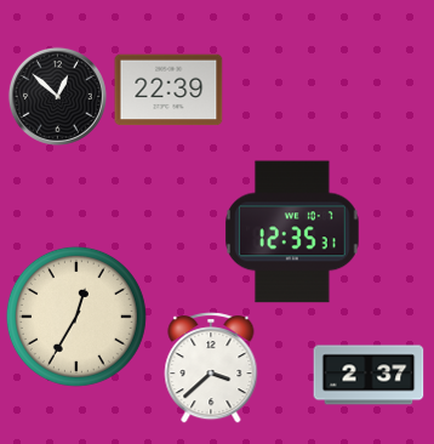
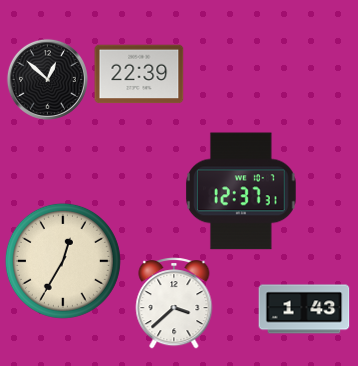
clock at (293, 232): 12:35 -> 12:37
clock at (369, 375): 2:37 -> 1:43
